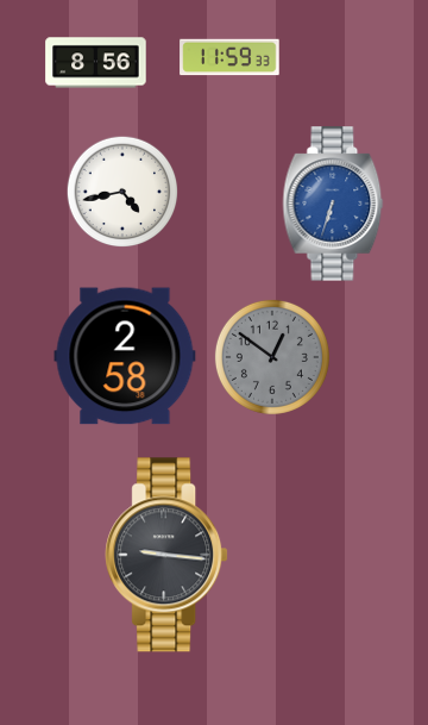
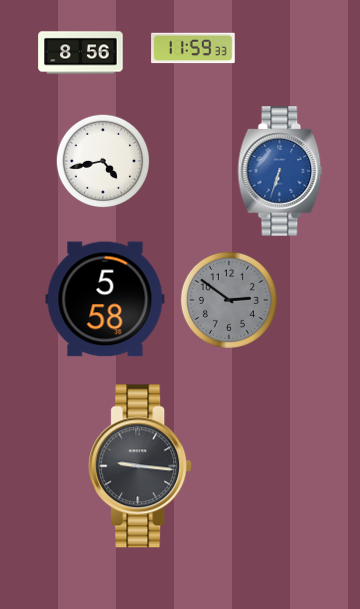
clock at (125, 356): 2:58 -> 5:58
clock at (272, 357): 12:51 -> 2:51
